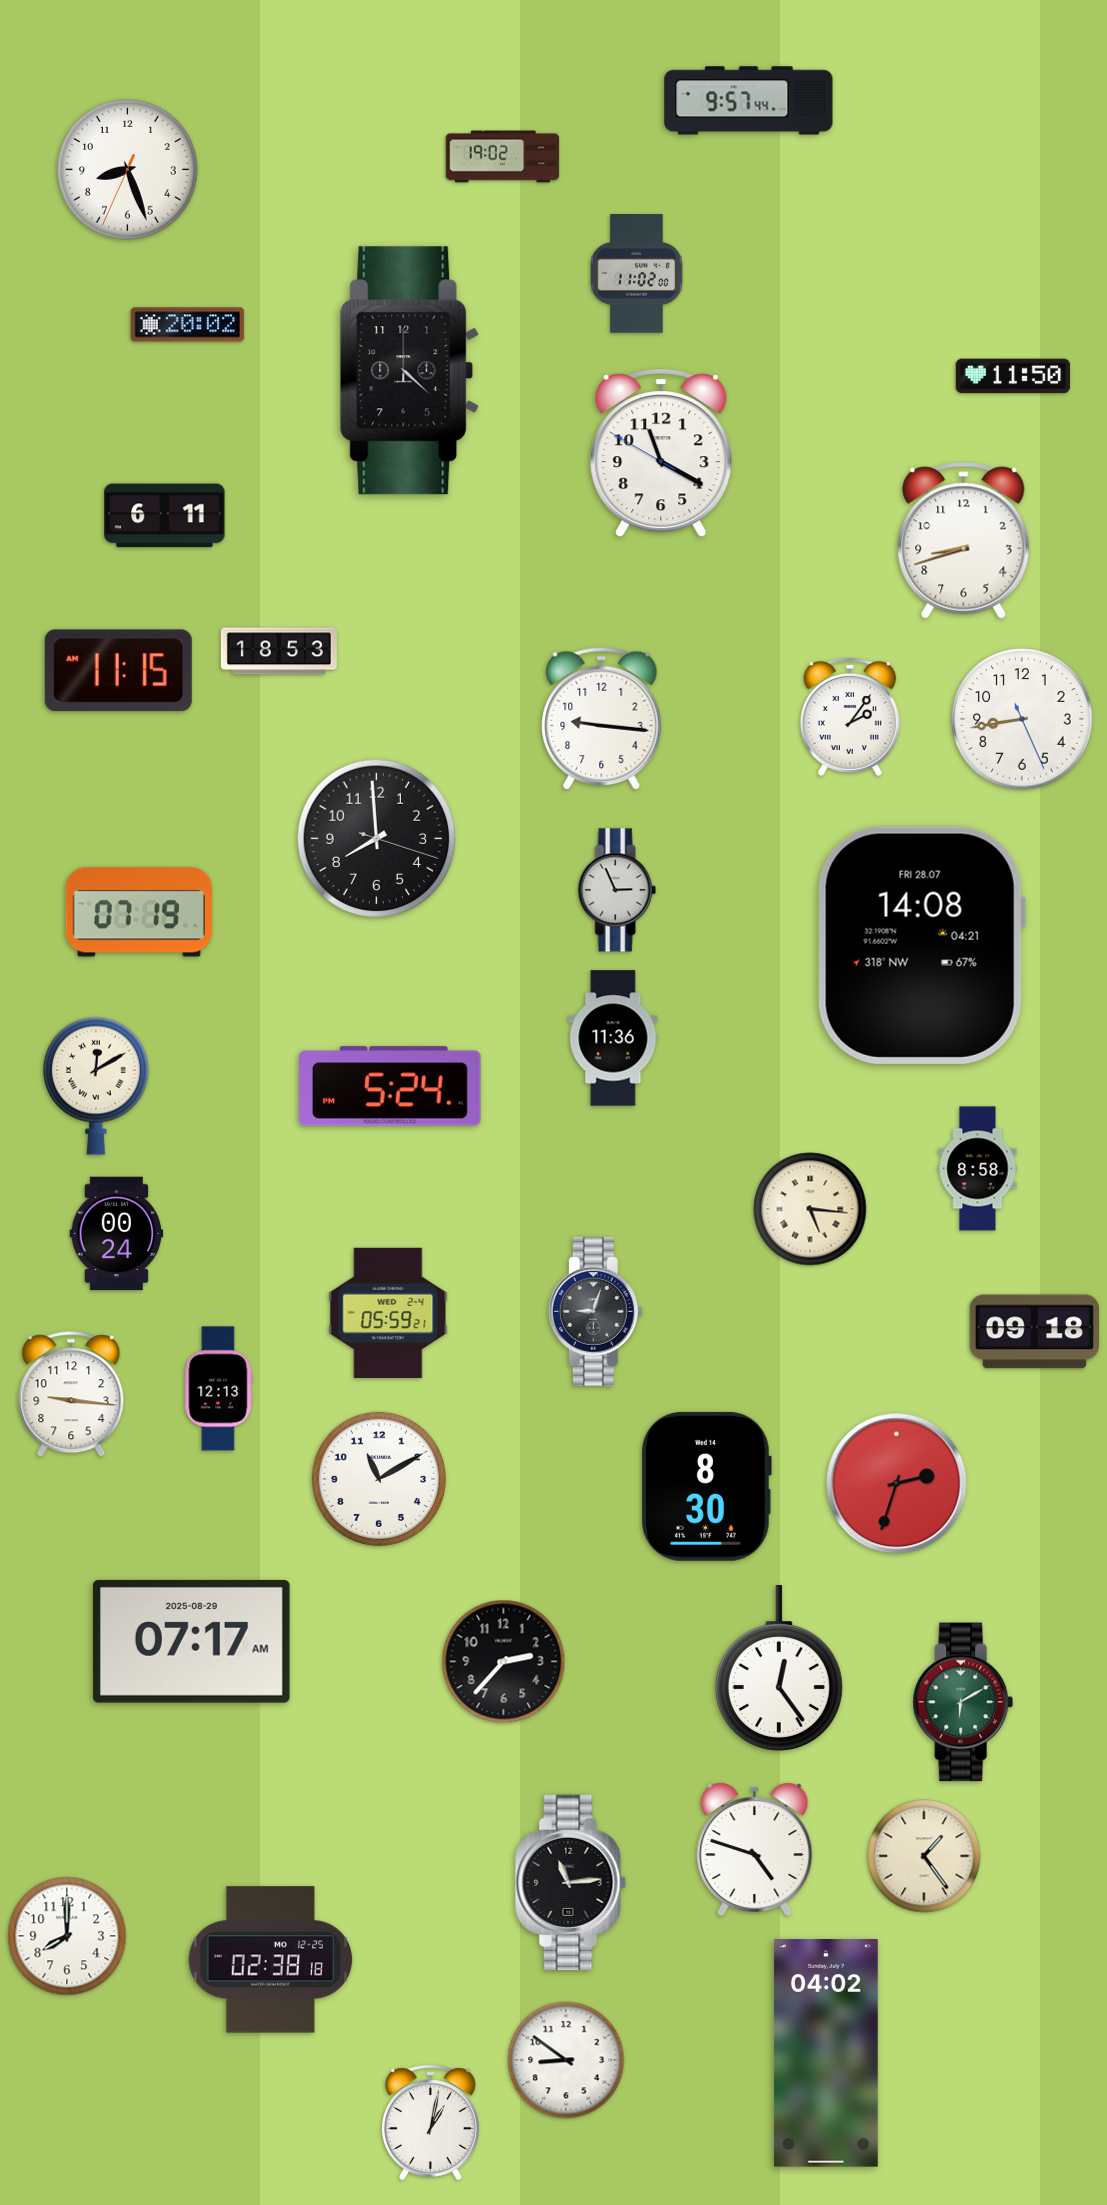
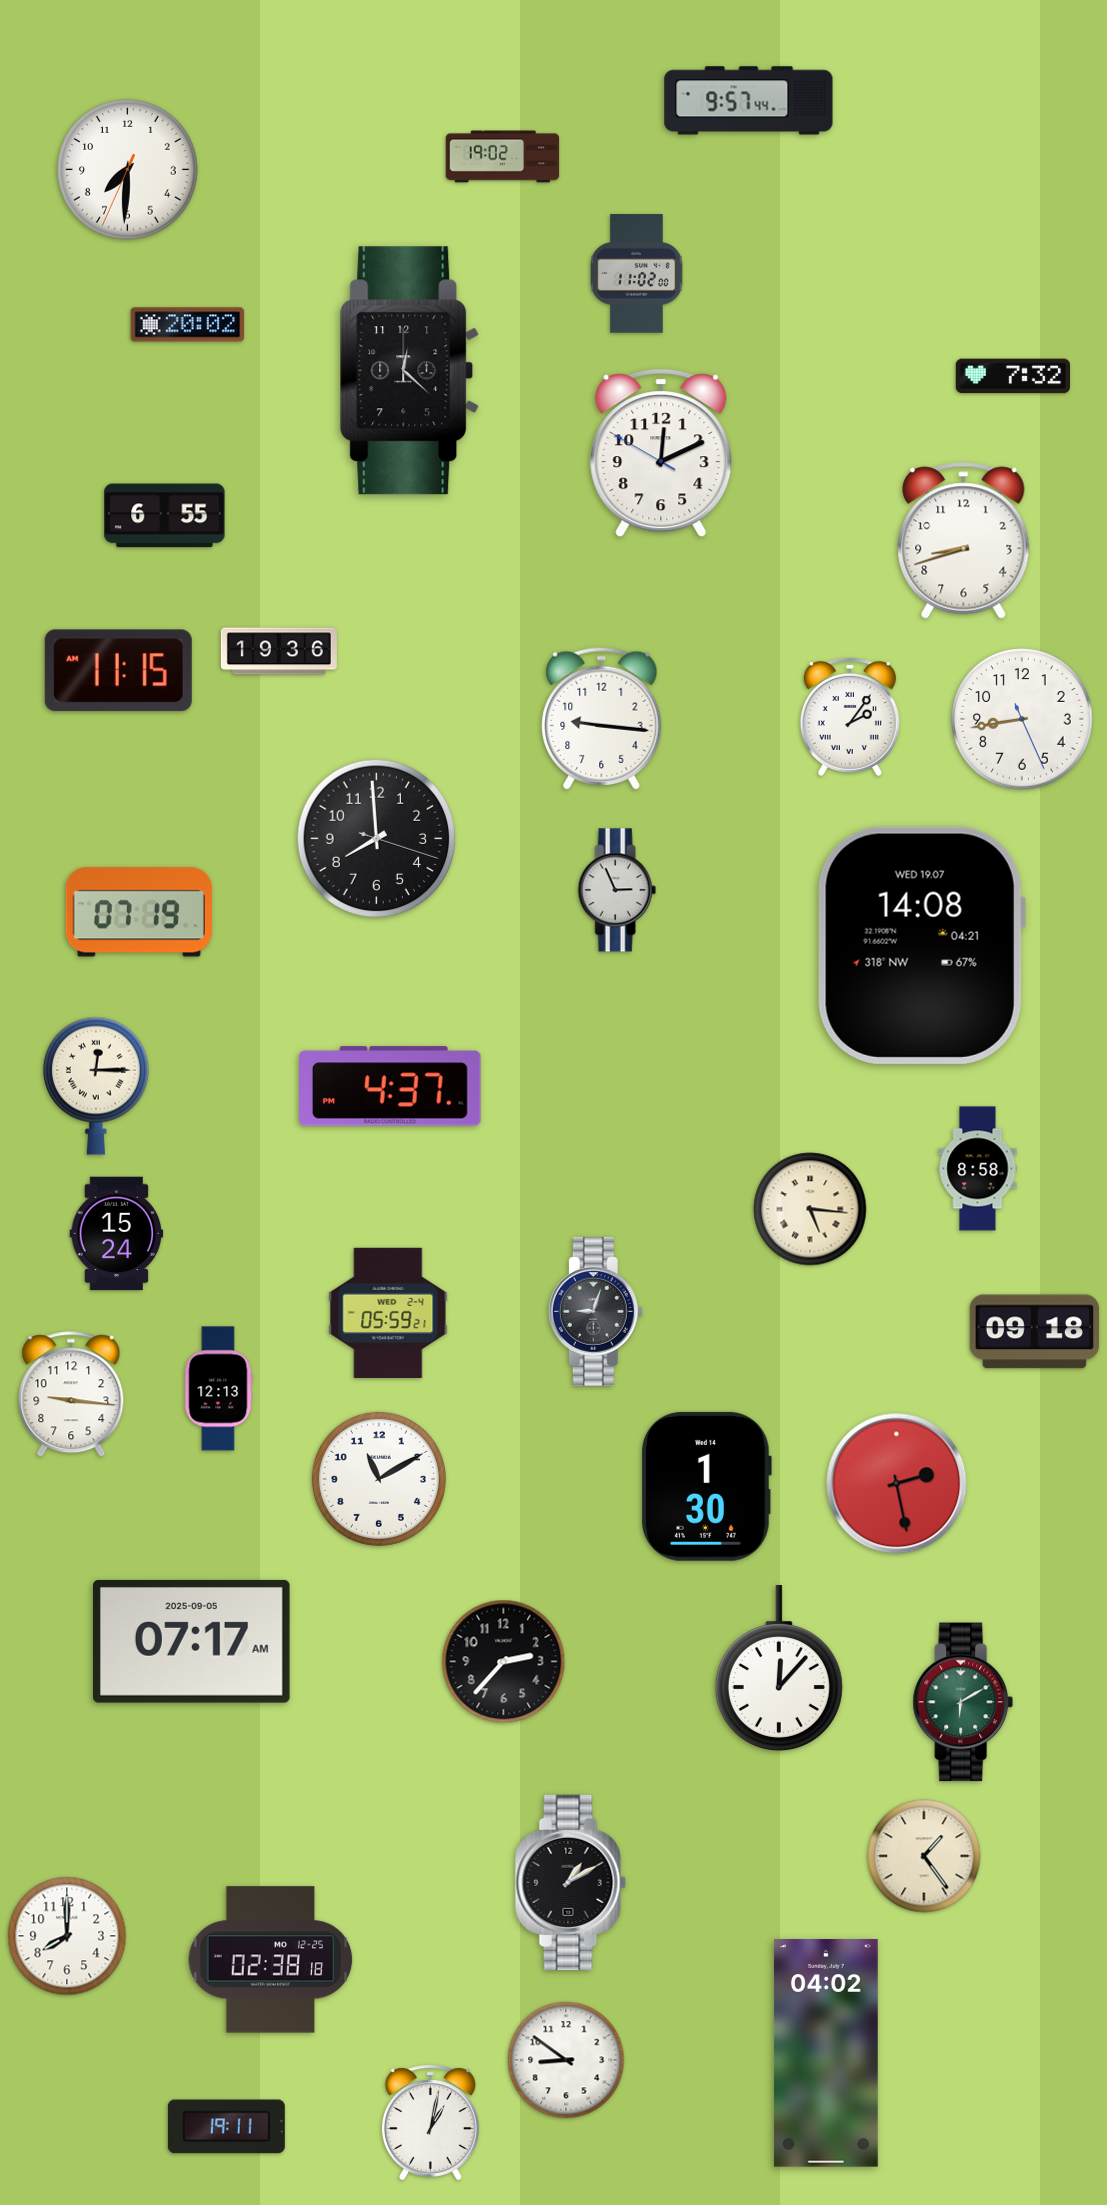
clock at (128, 170): 8:26 -> 7:30
clock at (410, 371): 4:22 -> 12:22
clock at (1012, 376): 11:50 -> 7:32
clock at (661, 454): 11:19 -> 12:10
clock at (165, 516): 6:11 -> 6:55
clock at (279, 651): 18:53 -> 19:36
clock at (921, 945) date: FRI 28.07 -> WED 19.07
clock at (613, 1038): 11:36 -> none
clock at (96, 1086): 12:10 -> 12:15
clock at (391, 1086): 5:24 -> 4:37
clock at (117, 1234): 00:24 -> 15:24
clock at (897, 1484): 2:33 -> 2:28
clock at (706, 1486): 8:30 -> 1:30
clock at (191, 1641) date: 2025-08-29 -> 2025-09-05
clock at (779, 1668): 12:24 -> 12:07
clock at (755, 1850): 4:48 -> none
clock at (570, 1882): 11:14 -> 1:10
clock at (226, 2127): none -> 19:11
